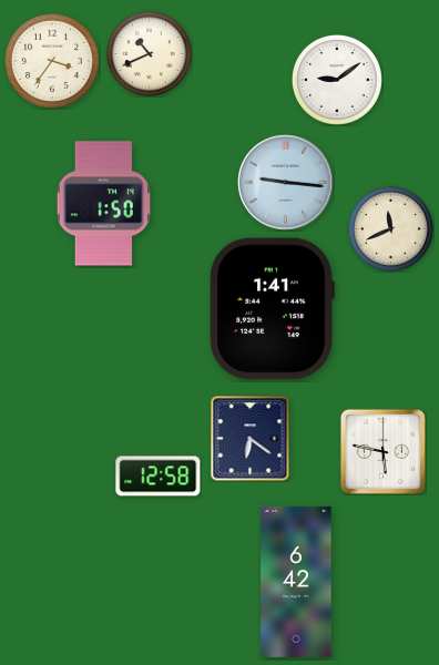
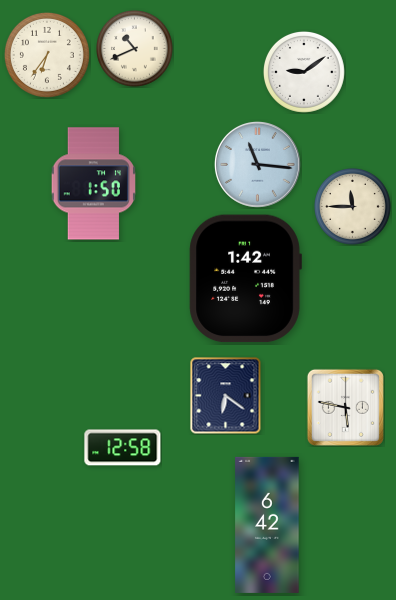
clock at (52, 61): 3:36 -> 6:36
clock at (285, 182): 9:16 -> 11:16
clock at (391, 229): 11:41 -> 11:45
clock at (272, 309): 1:41 -> 1:42
clock at (159, 477) position: (159, 477) -> (123, 448)
